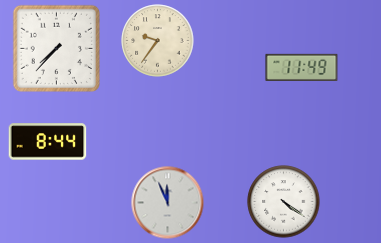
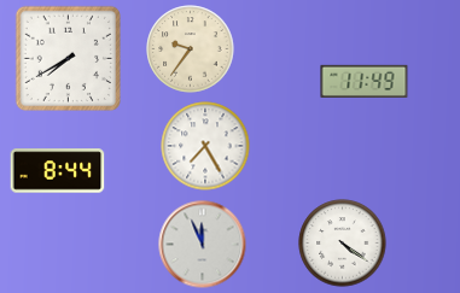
clock at (56, 48): 7:37 -> 7:40
clock at (205, 146): none -> 7:25
